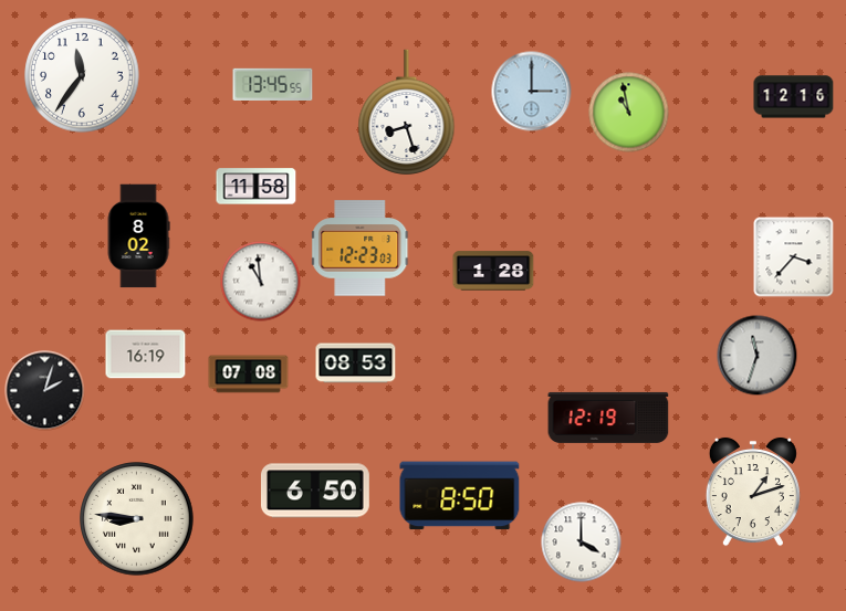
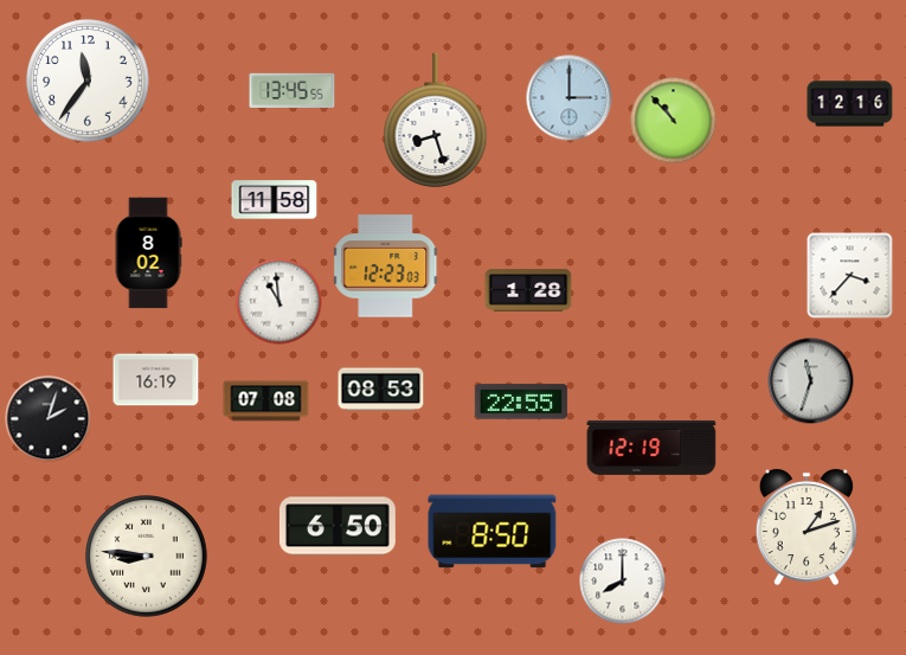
clock at (629, 113): 10:58 -> 10:53
clock at (521, 402): none -> 22:55
clock at (582, 542): 4:00 -> 8:00
